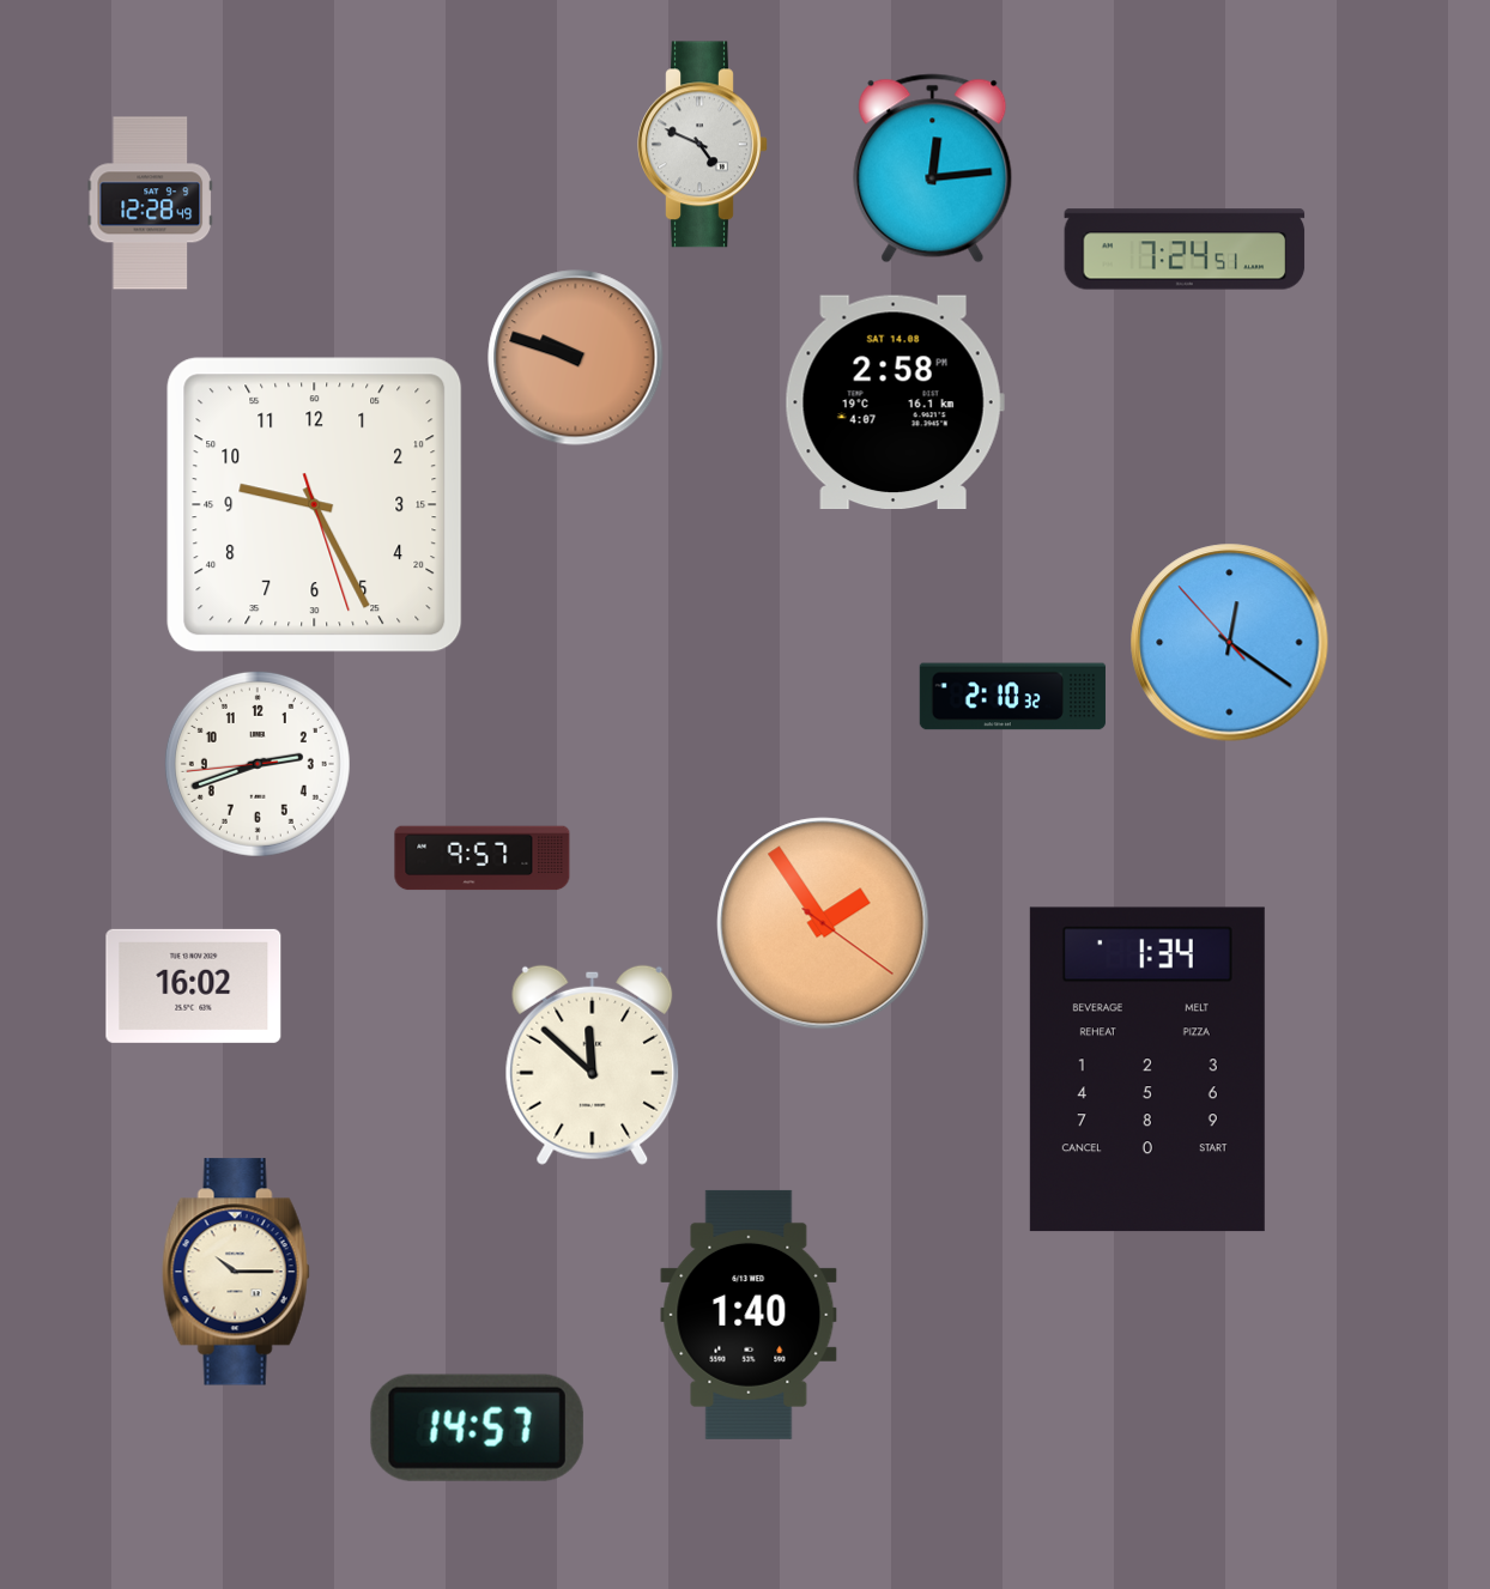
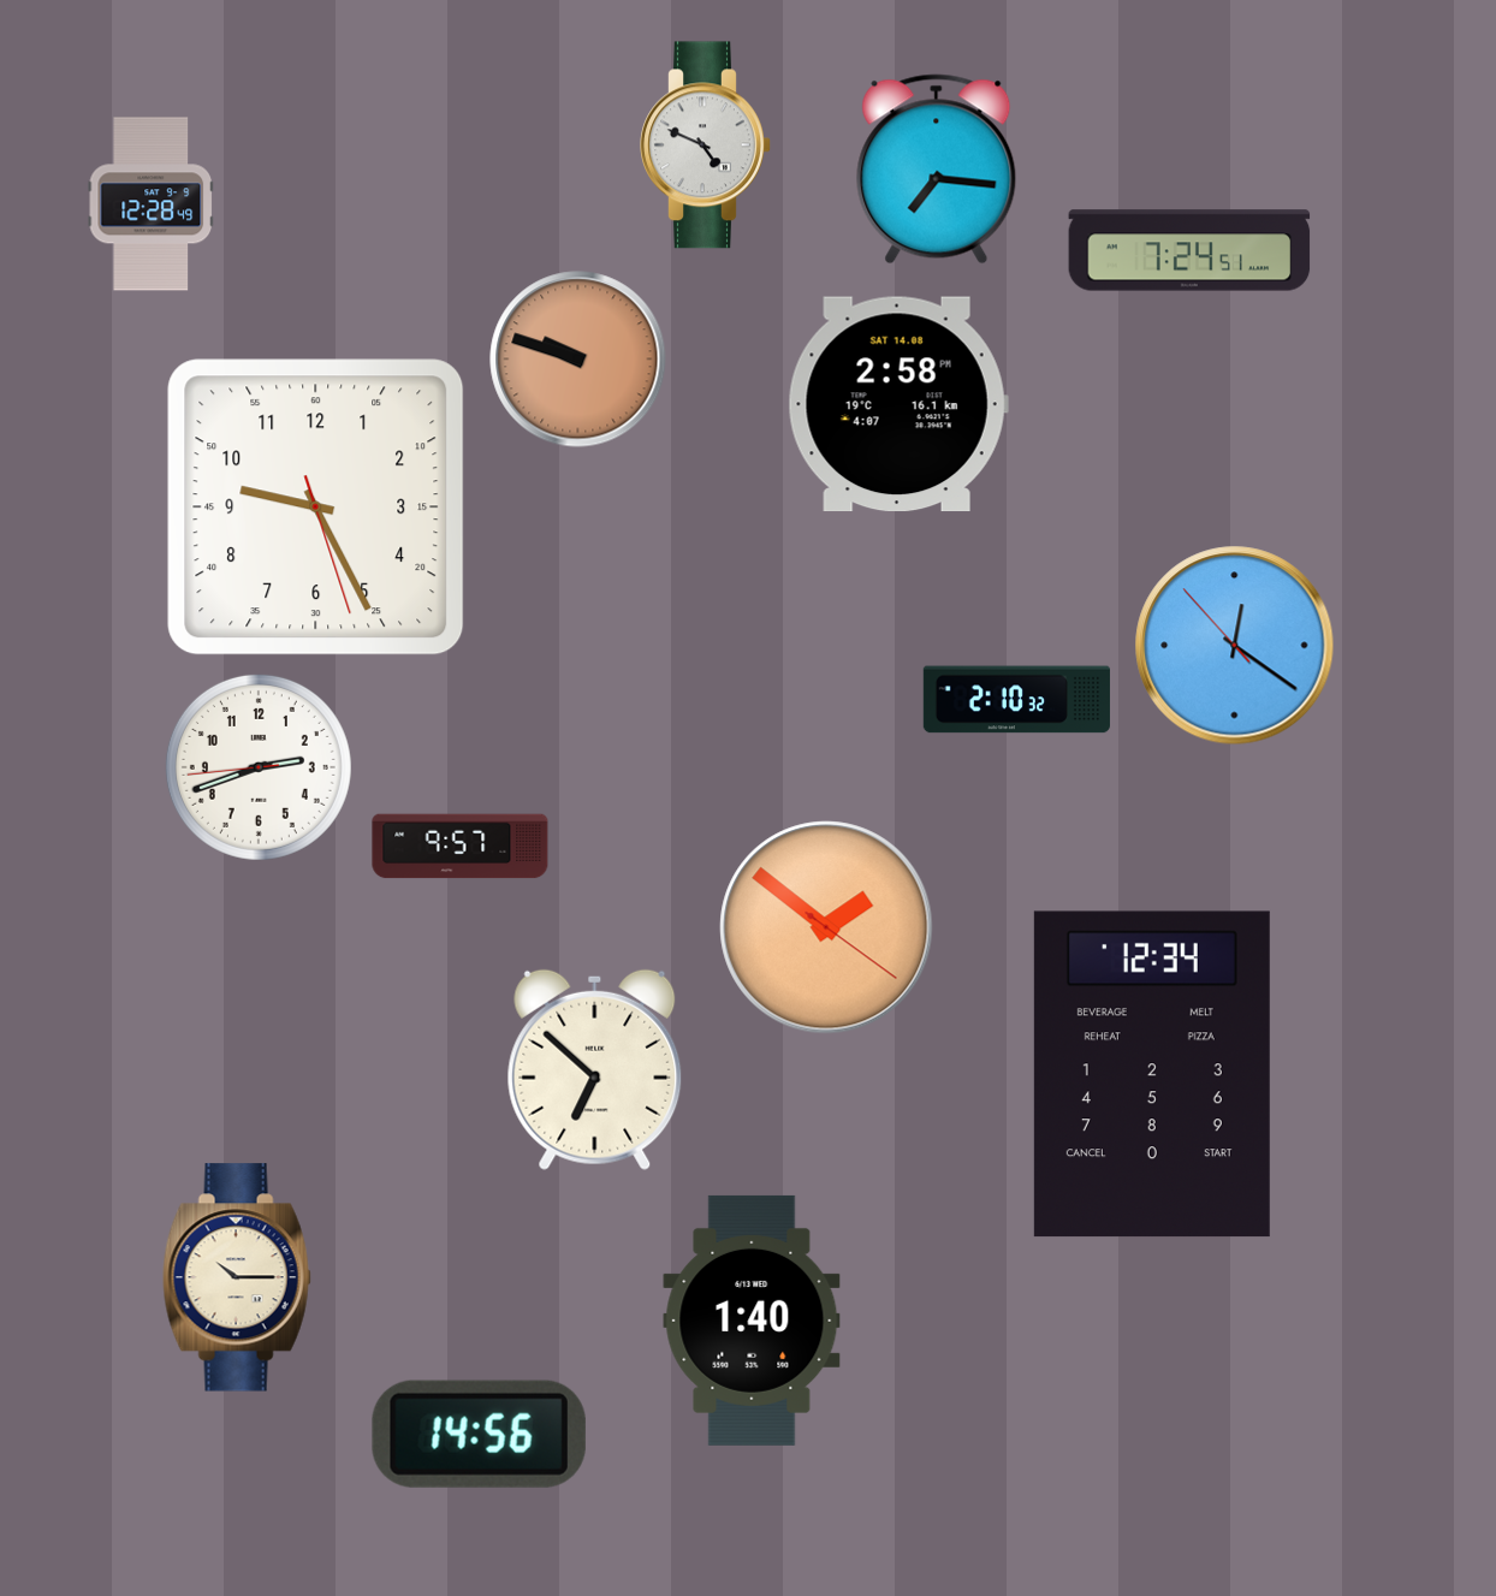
clock at (933, 169): 12:14 -> 7:16
clock at (483, 859) position: (483, 859) -> (461, 847)
clock at (823, 923): 1:54 -> 1:51
clock at (194, 985): 16:02 -> none
clock at (593, 1065): 11:52 -> 6:52
clock at (1147, 1069): 1:34 -> 12:34
clock at (477, 1427): 14:57 -> 14:56
